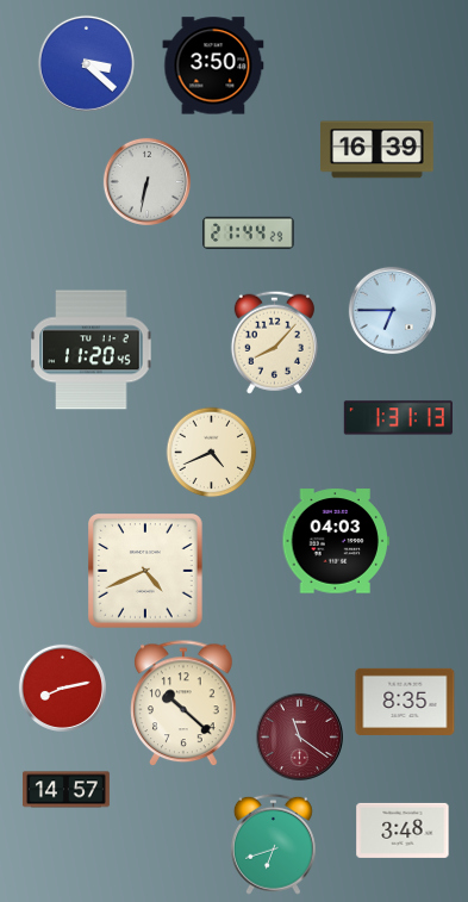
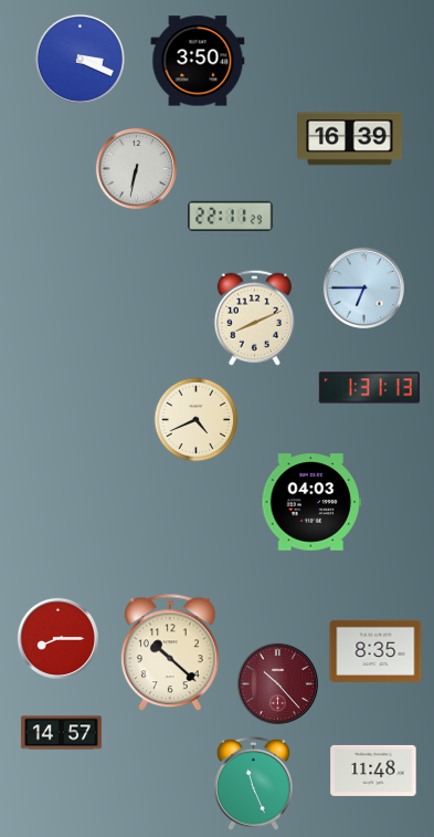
clock at (86, 63): 3:22 -> 3:19
clock at (249, 232): 21:44 -> 22:11
clock at (274, 342): 8:07 -> 8:11
clock at (92, 350): 11:20 -> none
clock at (145, 571): 4:41 -> none
clock at (62, 688): 8:13 -> 8:15
clock at (299, 736): 11:21 -> 10:23
clock at (403, 831): 3:48 -> 11:48
clock at (273, 844): 6:42 -> 11:26
